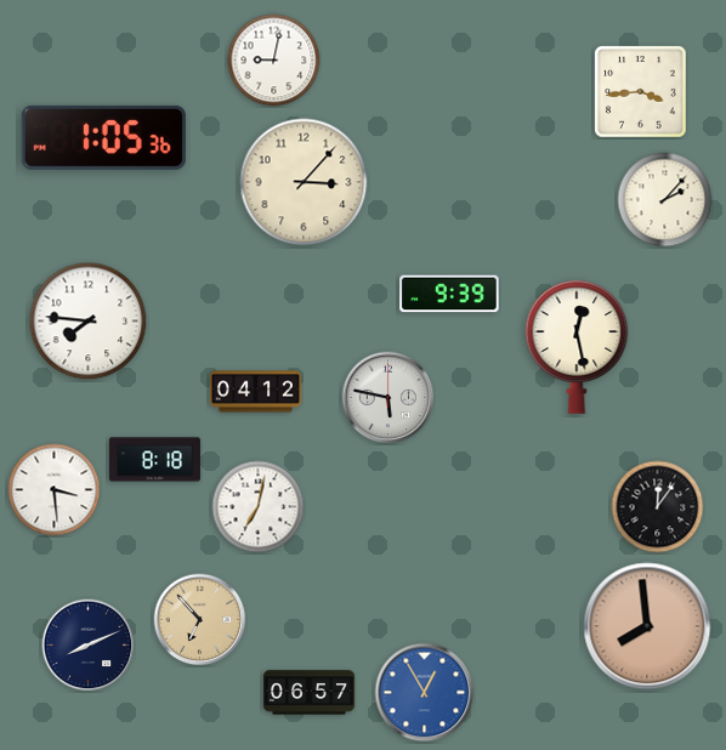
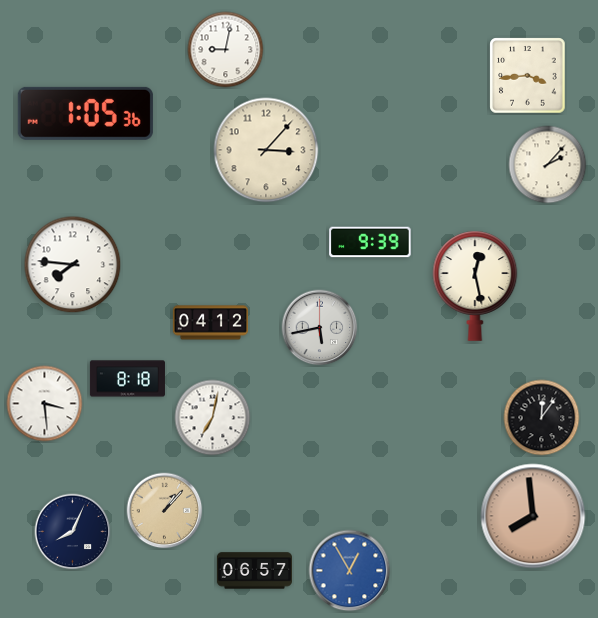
clock at (304, 182) position: (304, 182) -> (266, 150)
clock at (388, 398): 5:47 -> 5:43
clock at (200, 620): 6:53 -> 1:07
clock at (89, 646): 8:11 -> 8:04
